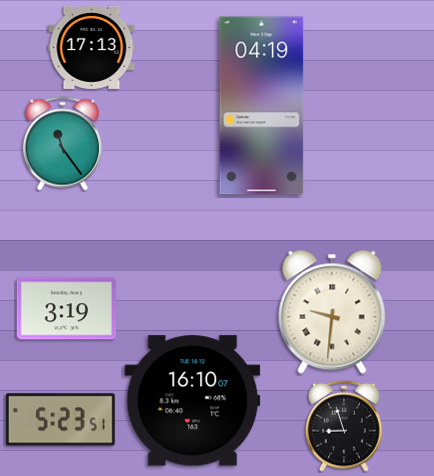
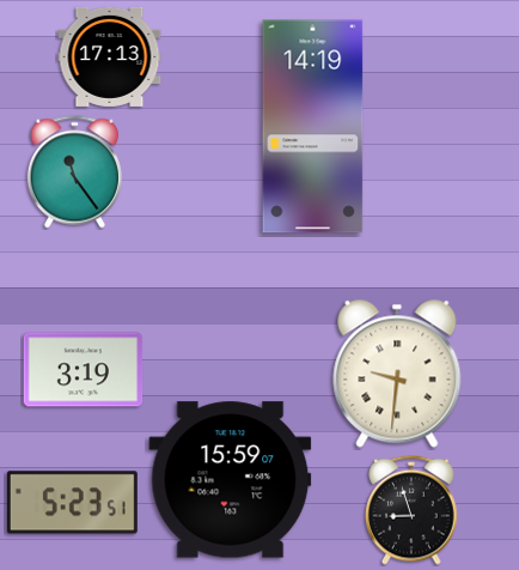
clock at (262, 106): 04:19 -> 14:19
clock at (67, 309) position: (67, 309) -> (84, 370)
clock at (193, 401): 16:10 -> 15:59
